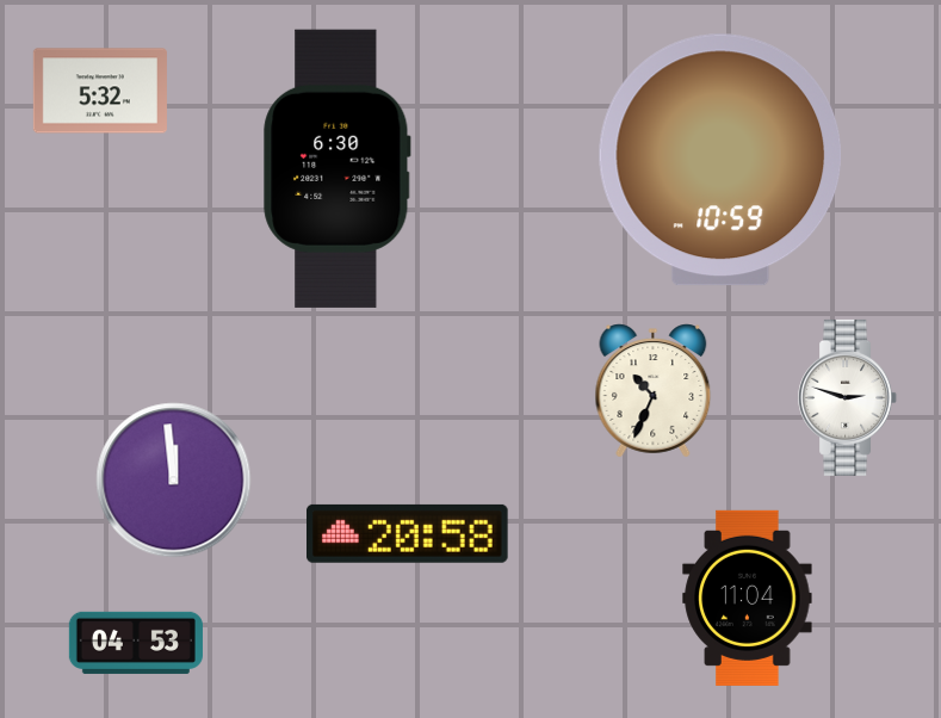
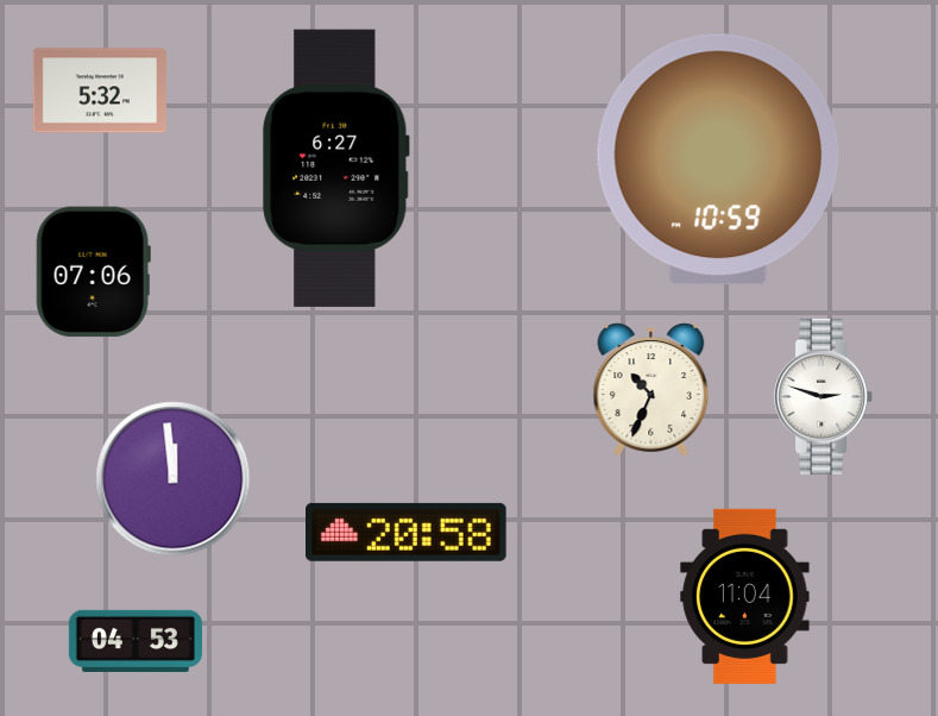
clock at (338, 168): 6:30 -> 6:27
clock at (93, 272): none -> 07:06
clock at (848, 397) position: (848, 397) -> (824, 396)
